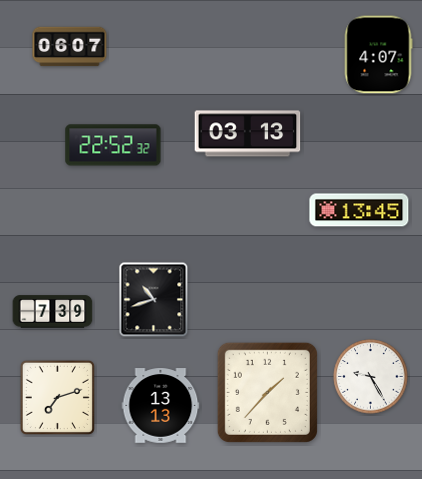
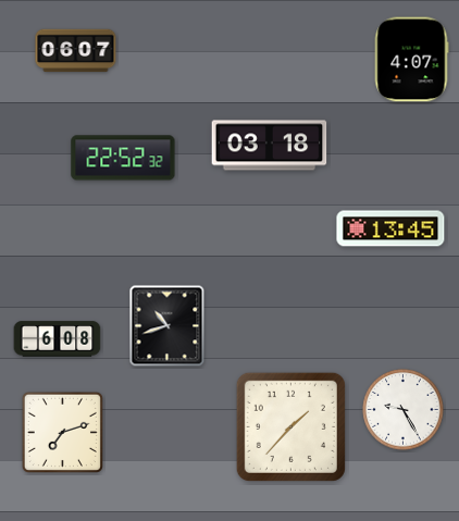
clock at (248, 134): 03:13 -> 03:18
clock at (53, 312): 7:39 -> 6:08
clock at (161, 406): 13:13 -> none
